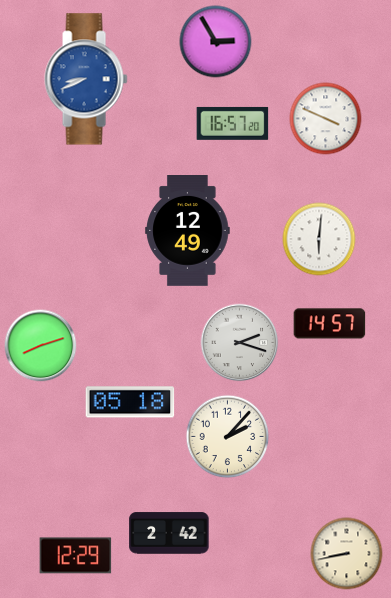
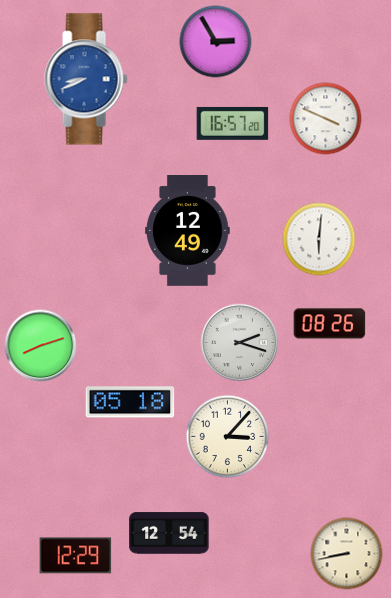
clock at (330, 324): 14:57 -> 08:26
clock at (228, 437): 2:07 -> 3:07
clock at (169, 533): 2:42 -> 12:54
